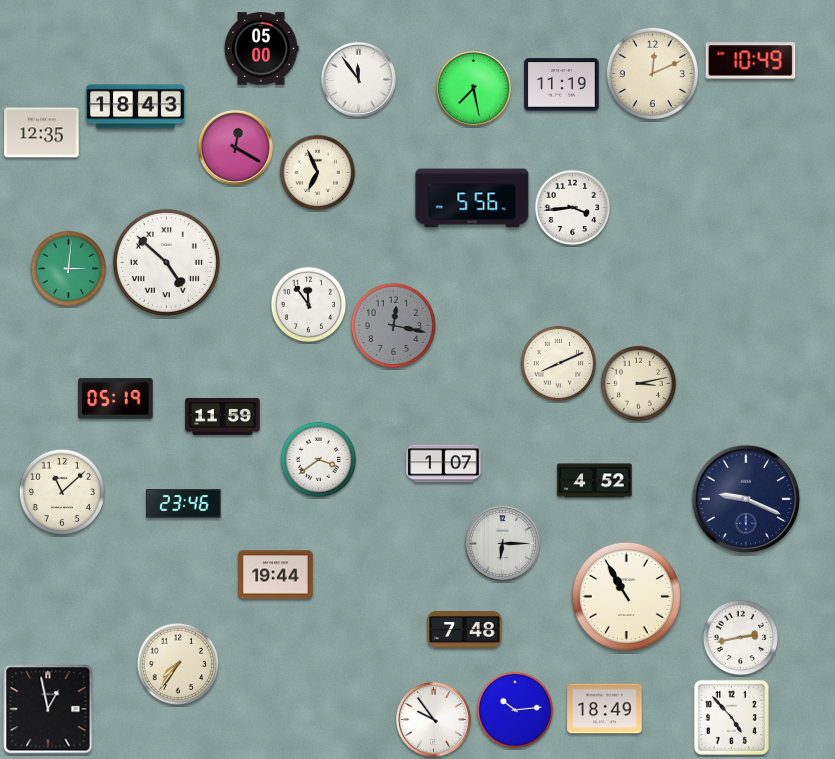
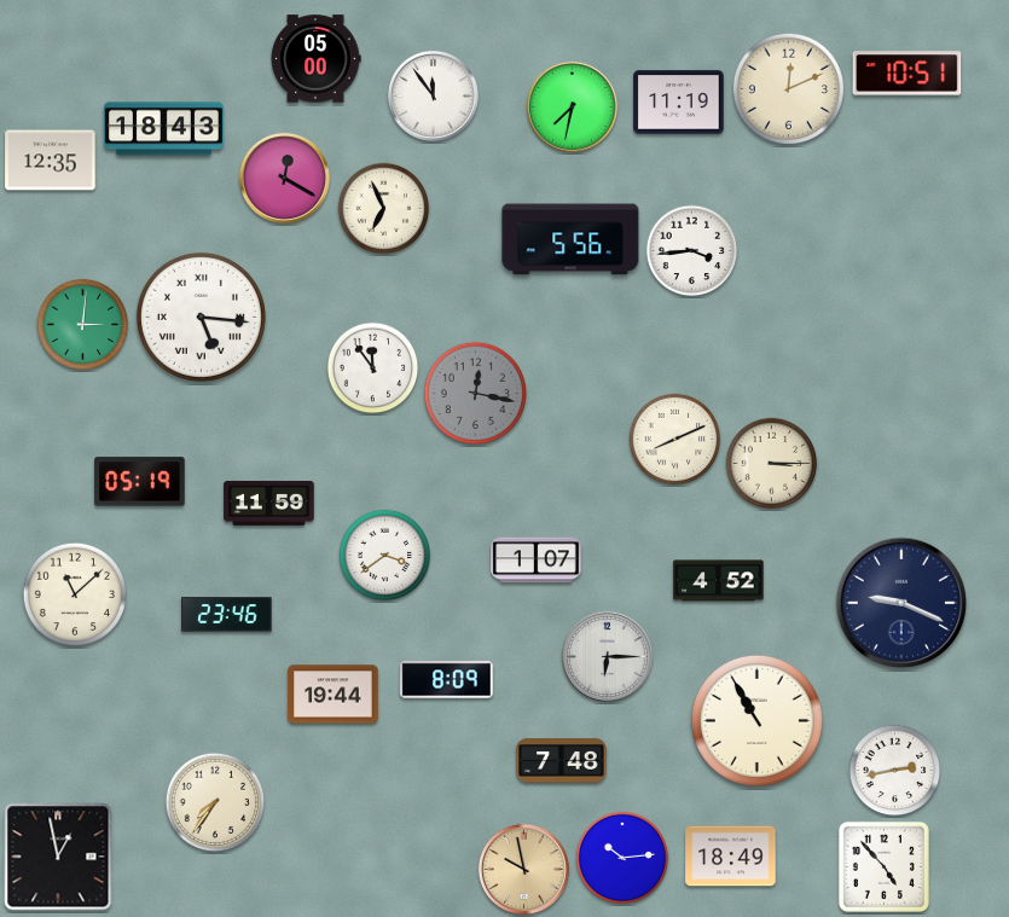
clock at (751, 61): 10:49 -> 10:51
clock at (473, 88): 7:28 -> 7:32
clock at (166, 262): 4:52 -> 5:16
clock at (639, 384): 3:13 -> 3:15
clock at (184, 504) position: (184, 504) -> (227, 615)
clock at (447, 680): none -> 8:09
clock at (433, 719): 9:54 -> 9:58
clock at (433, 719) dial: white -> champagne
